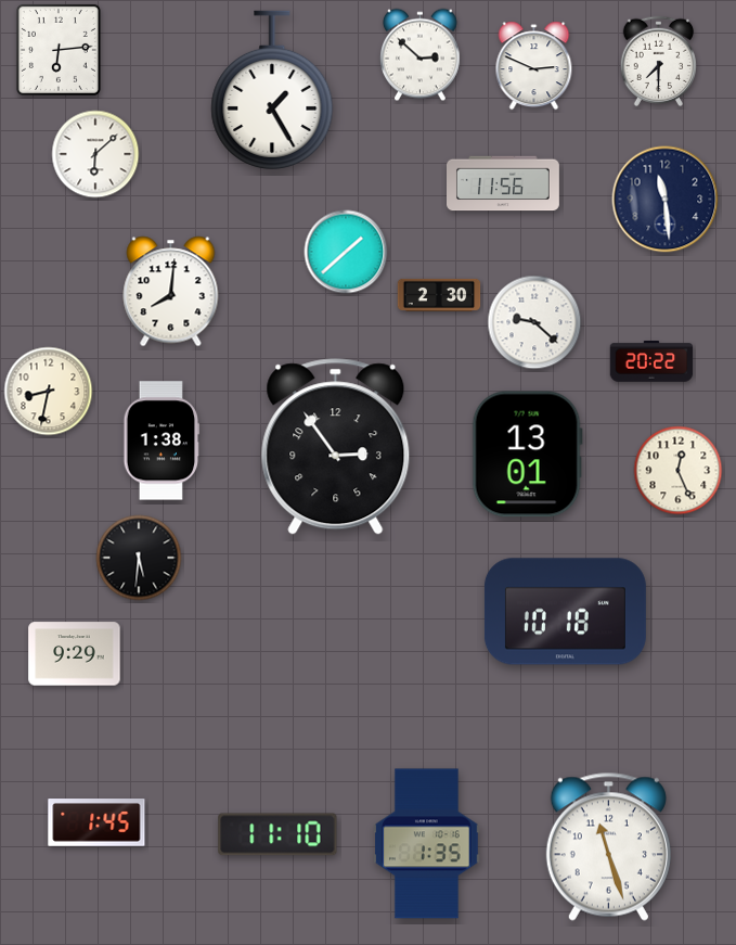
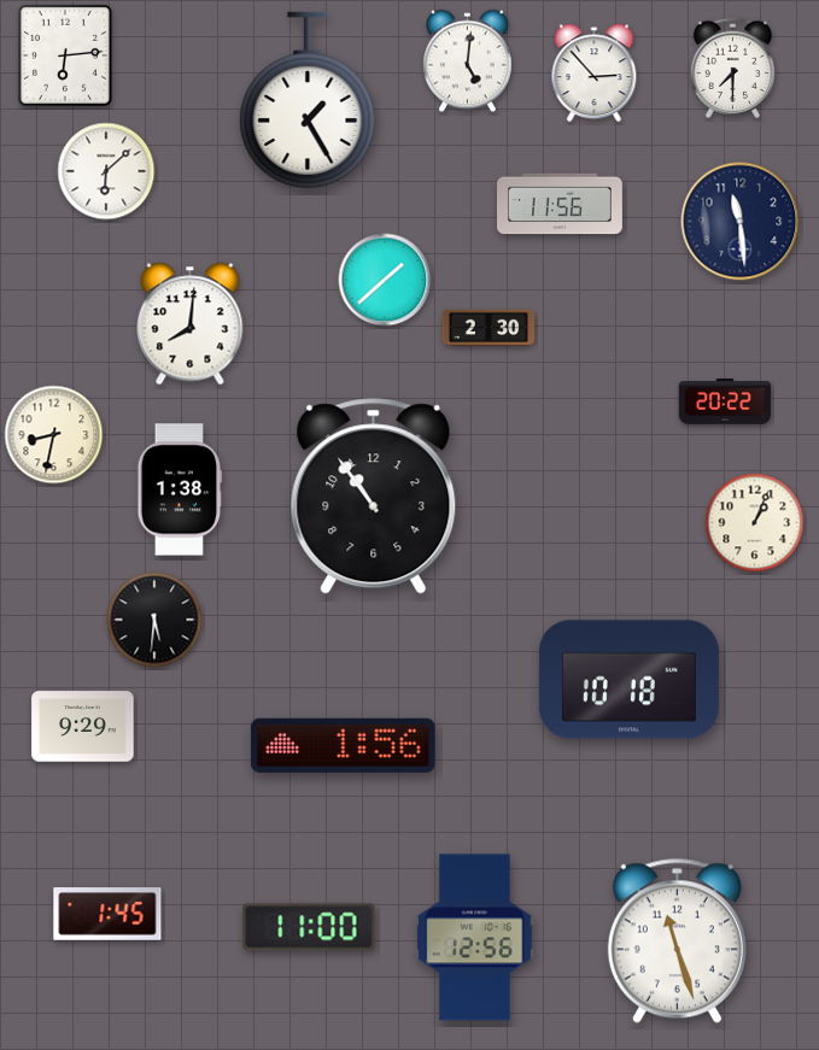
clock at (421, 55): 2:52 -> 5:01
clock at (534, 66): 2:49 -> 2:53
clock at (272, 89) position: (272, 89) -> (308, 99)
clock at (534, 322): 9:22 -> none
clock at (336, 447): 2:54 -> 10:54
clock at (527, 455): 13:01 -> none
clock at (679, 471): 12:26 -> 1:04
clock at (344, 745): none -> 1:56
clock at (277, 834): 11:10 -> 11:00
clock at (427, 844): 1:35 -> 12:56
